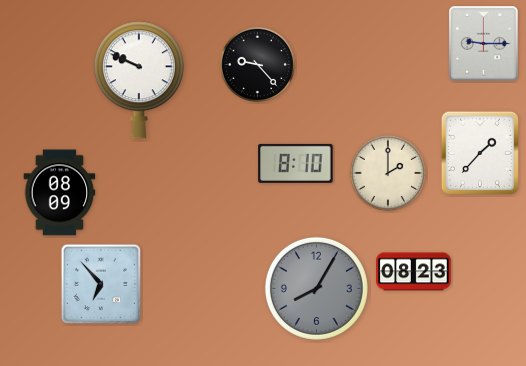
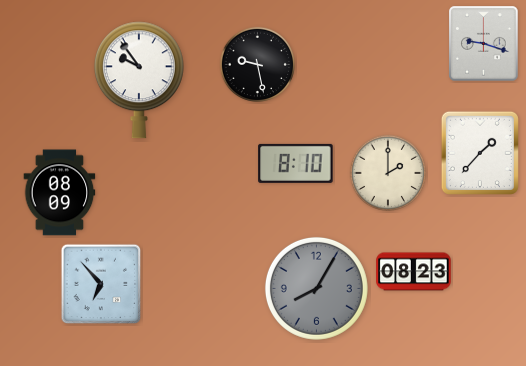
clock at (484, 44): 9:15 -> 9:18
clock at (258, 65): 9:23 -> 9:28
clock at (139, 80): 9:49 -> 9:54
